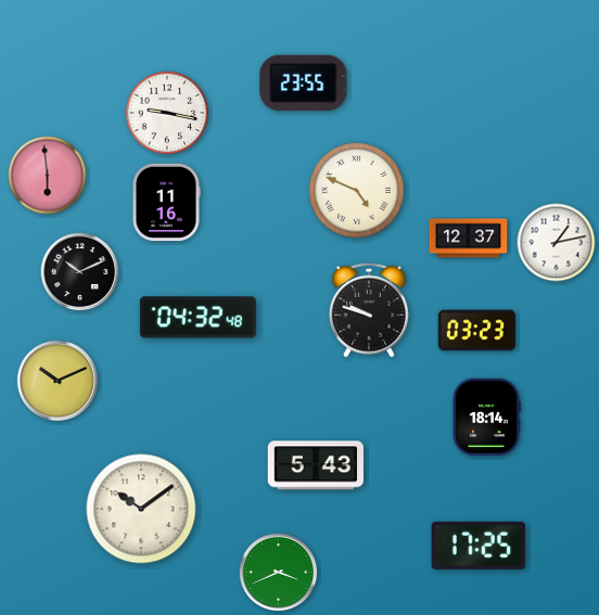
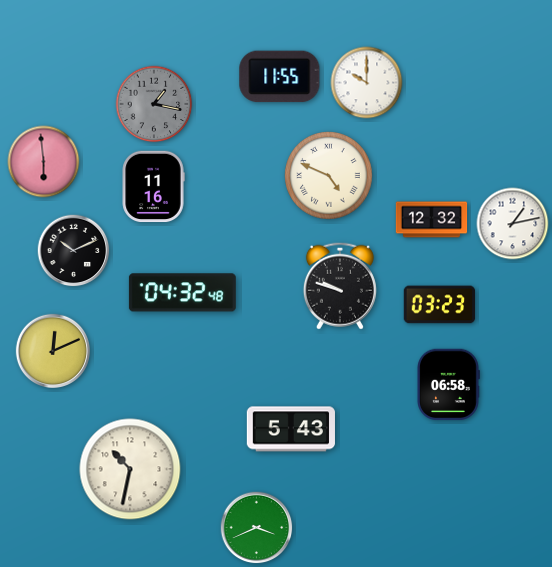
clock at (304, 84): 23:55 -> 11:55
clock at (367, 83): none -> 10:00
clock at (167, 113): 9:17 -> 1:17
clock at (167, 113) dial: white -> grey
clock at (469, 239): 12:37 -> 12:32
clock at (56, 380): 10:11 -> 12:11
clock at (487, 418): 18:14 -> 06:58
clock at (141, 509): 10:09 -> 10:32
clock at (479, 546): 17:25 -> none
